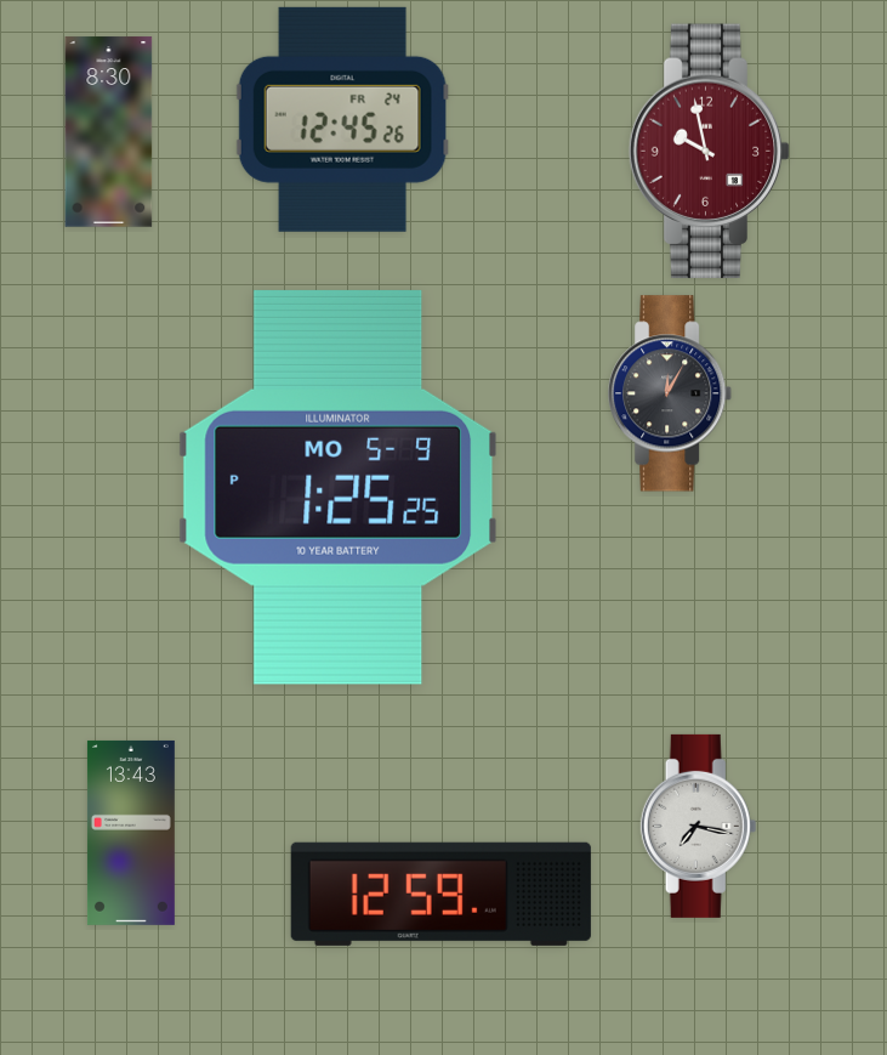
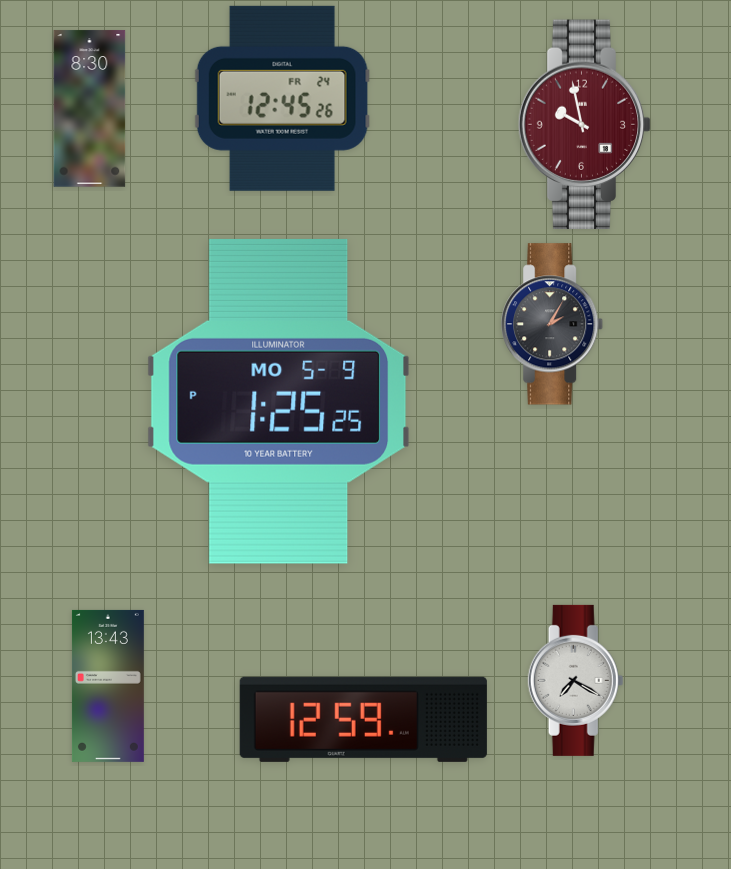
clock at (671, 393): 12:05 -> 2:05
clock at (699, 826): 7:17 -> 7:20
clock at (440, 894) position: (440, 894) -> (363, 719)
